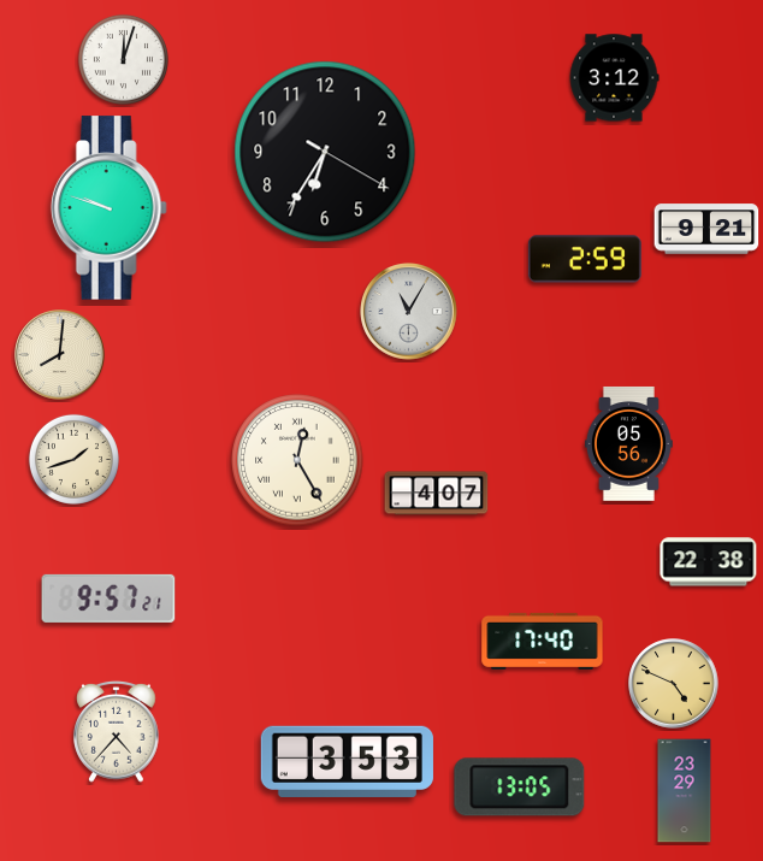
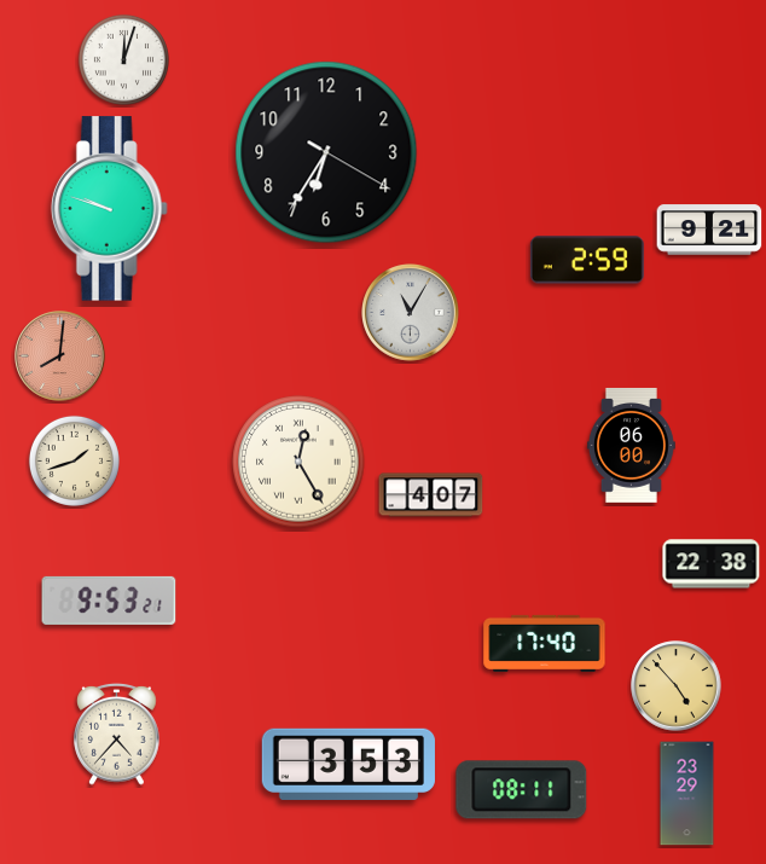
clock at (614, 78): 3:12 -> none
clock at (60, 355) dial: cream -> salmon
clock at (628, 443): 05:56 -> 06:00
clock at (437, 494) position: (437, 494) -> (431, 495)
clock at (108, 598): 9:57 -> 9:53
clock at (674, 684): 4:49 -> 4:53
clock at (520, 788): 13:05 -> 08:11
